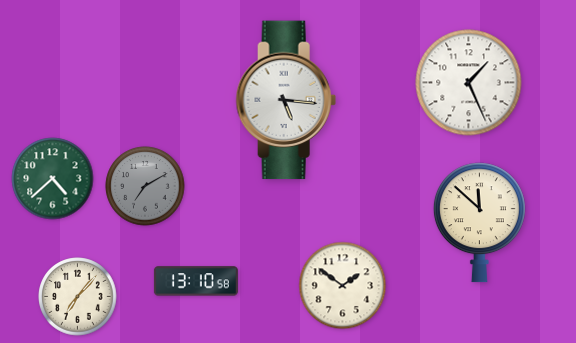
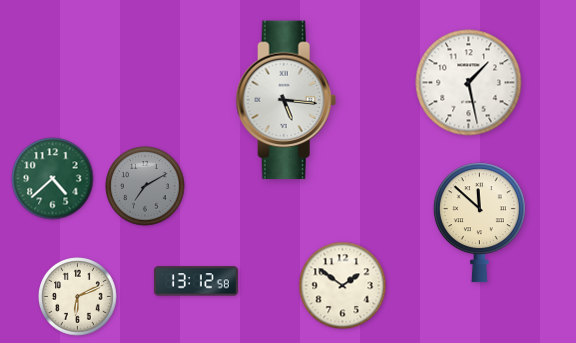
clock at (469, 83): 1:26 -> 1:28
clock at (196, 281): 13:10 -> 13:12
clock at (78, 297): 7:07 -> 6:11
